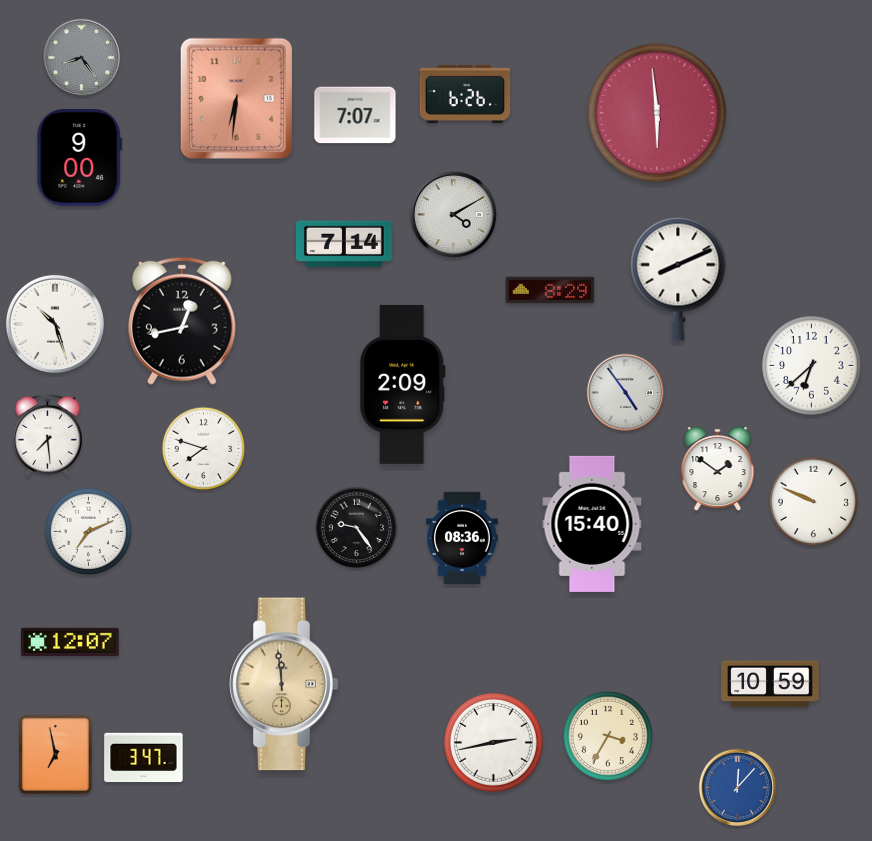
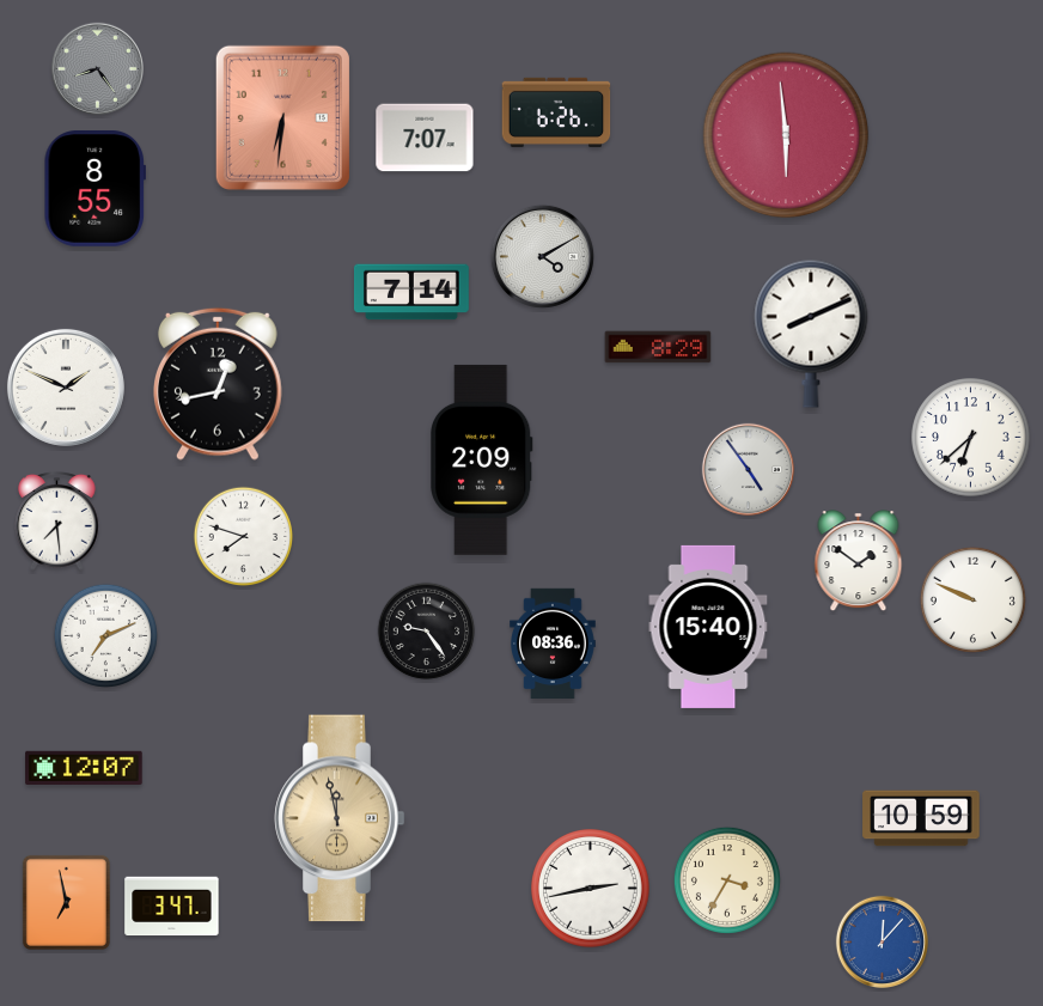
clock at (79, 158): 9:00 -> 8:55
clock at (55, 324): 10:27 -> 1:49
clock at (284, 684): 11:59 -> 11:58
